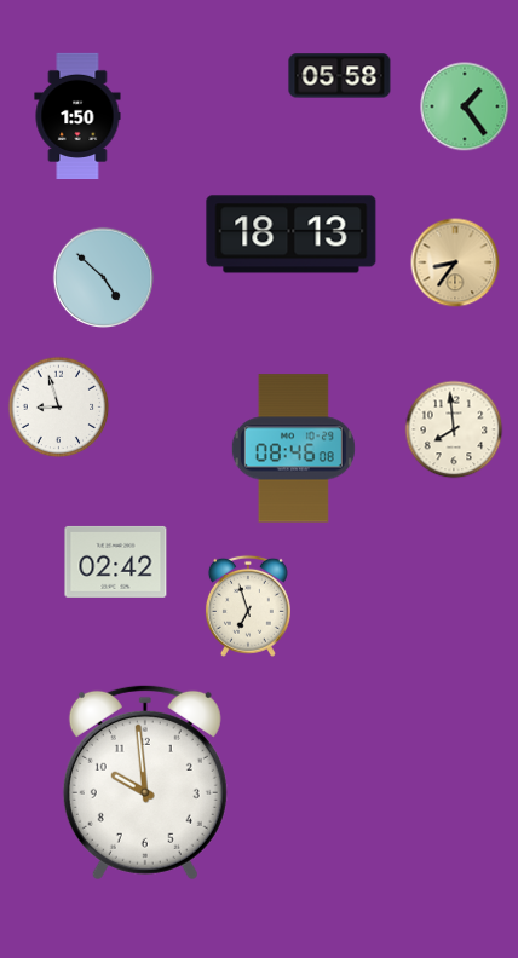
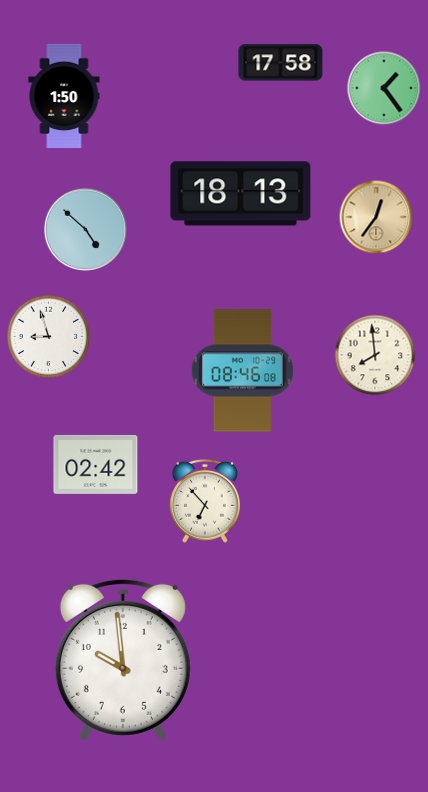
clock at (340, 76): 05:58 -> 17:58
clock at (455, 262): 8:36 -> 12:36
clock at (248, 606): 6:57 -> 6:53
clock at (145, 783) position: (145, 783) -> (123, 660)
